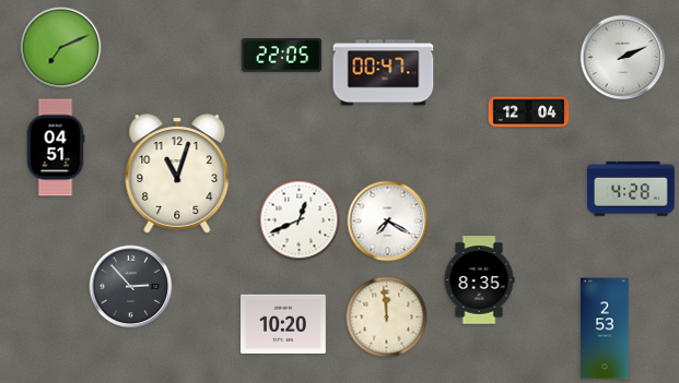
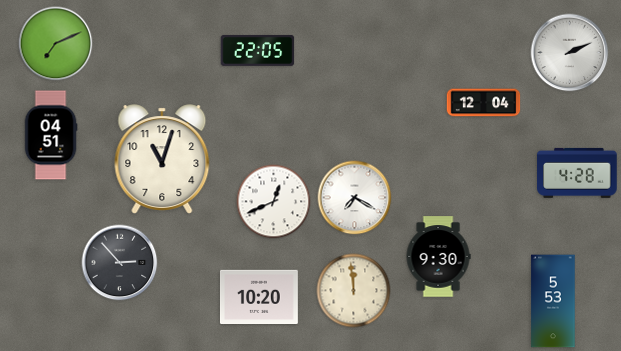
clock at (384, 73): 00:47 -> none
clock at (388, 222) position: (388, 222) -> (355, 198)
clock at (479, 280): 8:35 -> 9:30
clock at (605, 328): 2:53 -> 5:53
